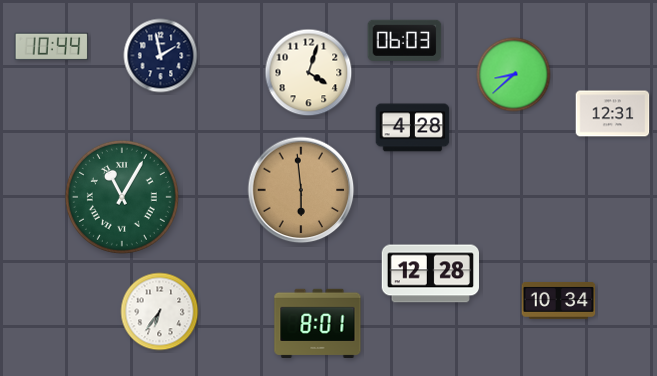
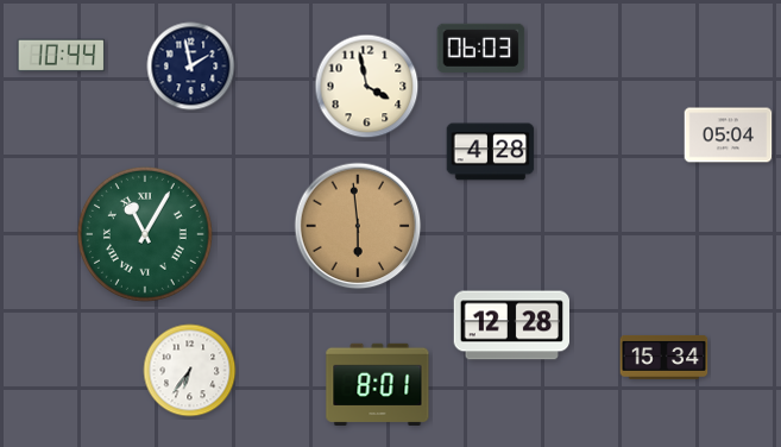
clock at (309, 73): 4:03 -> 3:58
clock at (514, 75): 8:38 -> none
clock at (613, 114): 12:31 -> 05:04
clock at (559, 300): 10:34 -> 15:34
